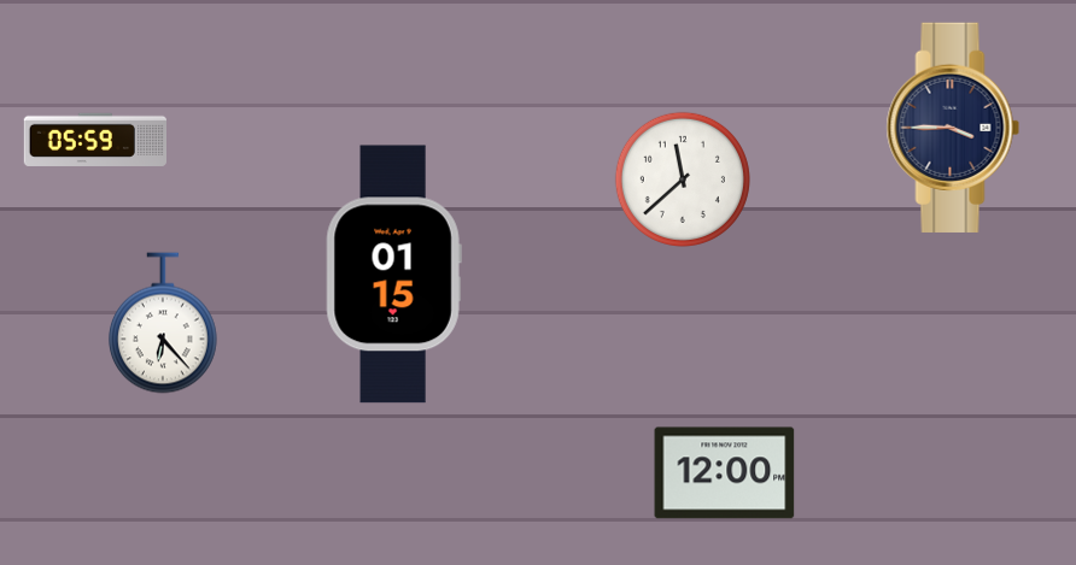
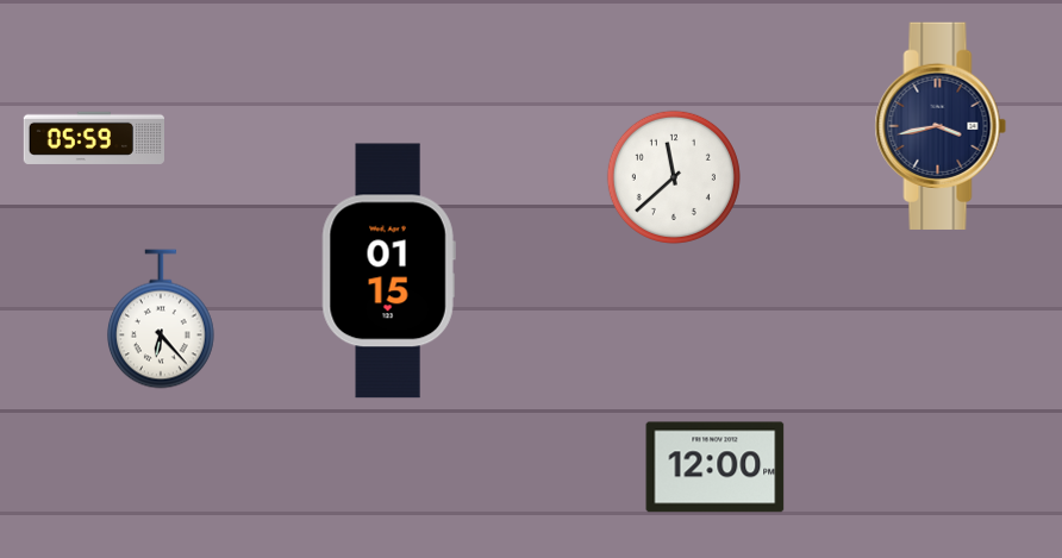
clock at (953, 128): 3:45 -> 3:43
